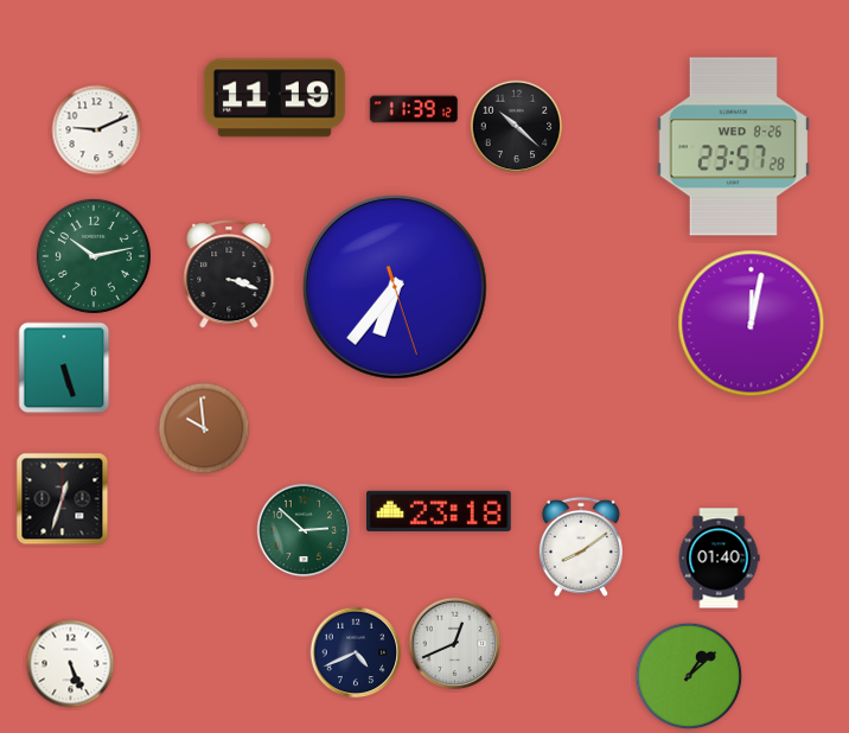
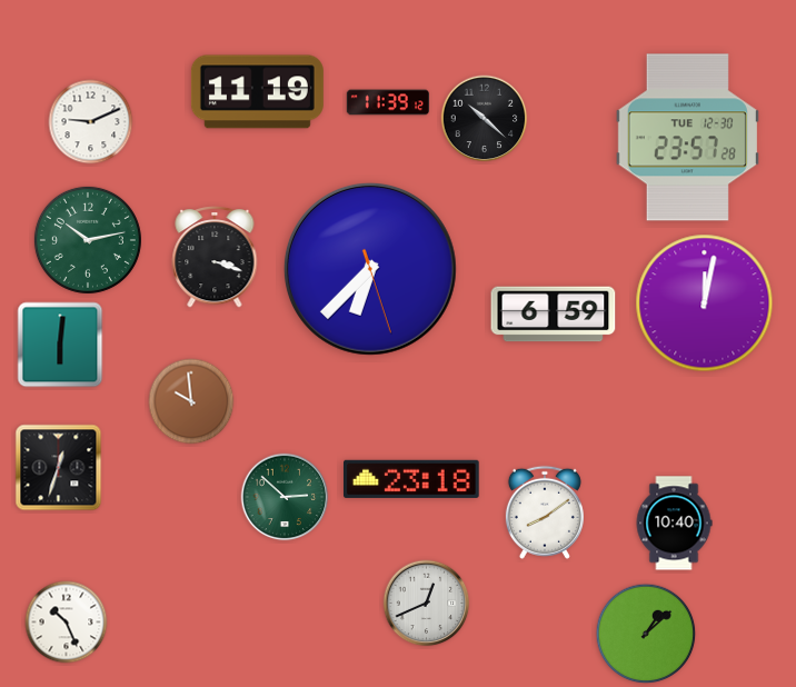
clock at (733, 147) date: WED 8-26 -> TUE 12-30
clock at (395, 287): 6:36 -> 6:37
clock at (554, 315): none -> 6:59
clock at (64, 368): 5:27 -> 6:01
clock at (719, 559): 01:40 -> 10:40
clock at (356, 652): 4:41 -> none
clock at (71, 664): 5:26 -> 10:26
